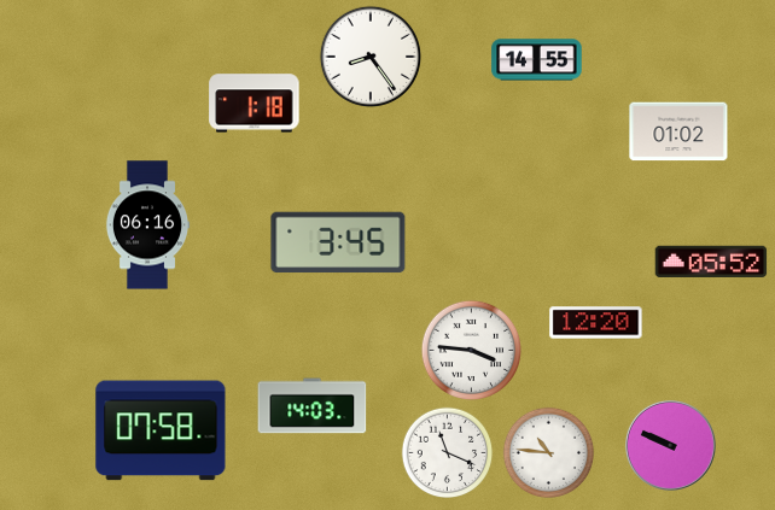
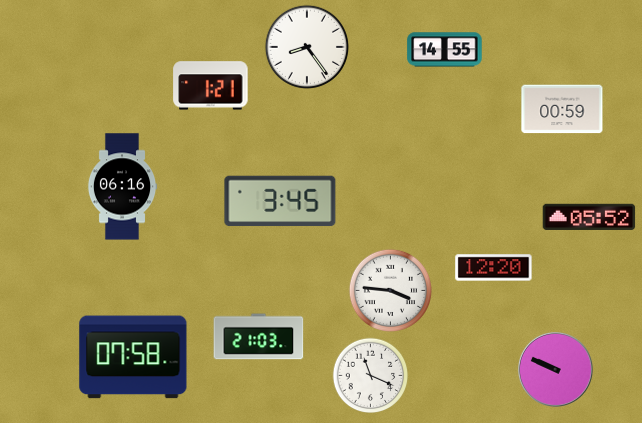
clock at (255, 104): 1:18 -> 1:21
clock at (678, 131): 01:02 -> 00:59
clock at (313, 406): 14:03 -> 21:03
clock at (549, 453): 10:46 -> none
